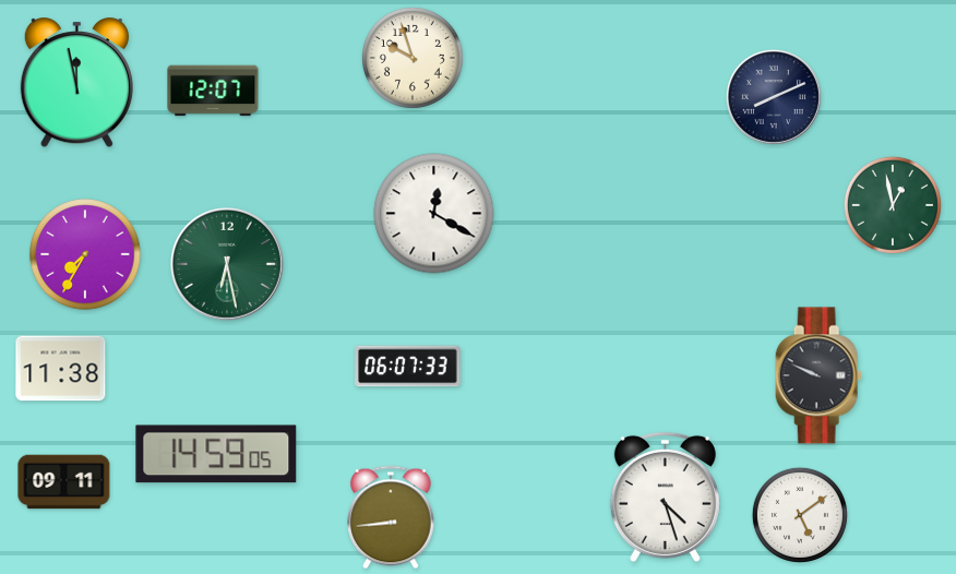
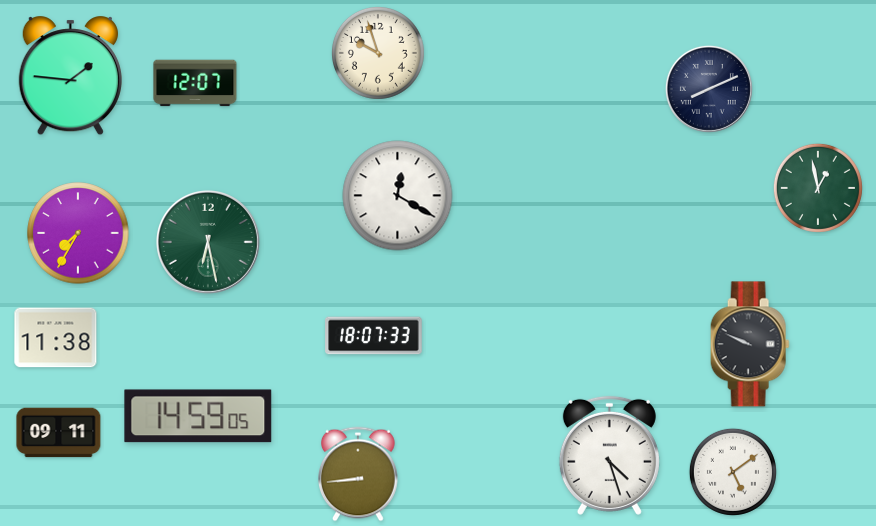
clock at (76, 83): 11:58 -> 1:46
clock at (408, 367): 06:07 -> 18:07
clock at (64, 482) position: (64, 482) -> (59, 433)
